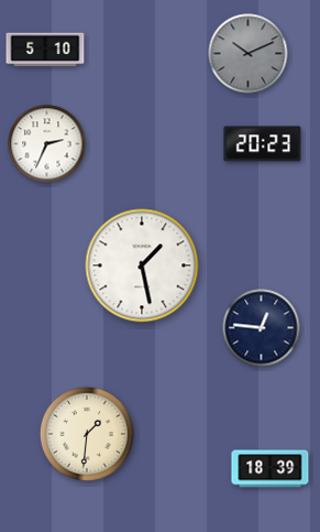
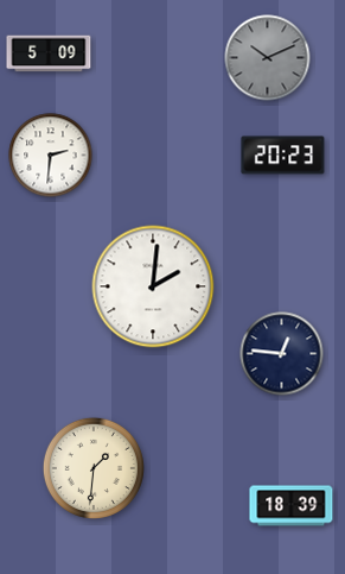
clock at (45, 50): 5:10 -> 5:09
clock at (47, 144): 2:34 -> 2:31
clock at (142, 265): 1:28 -> 2:01
